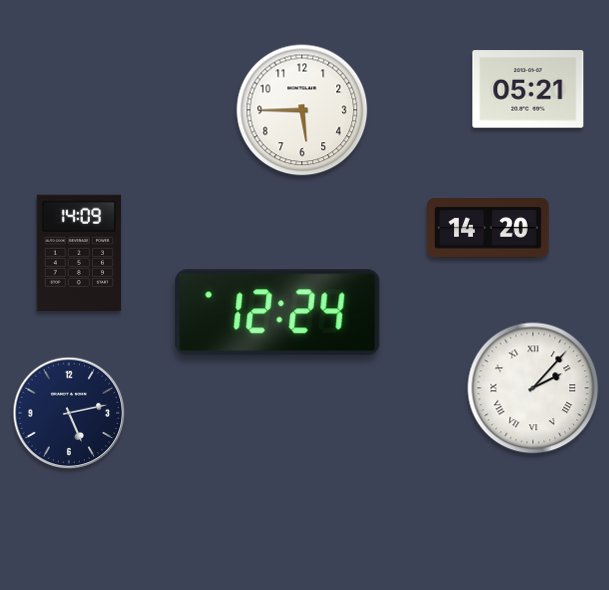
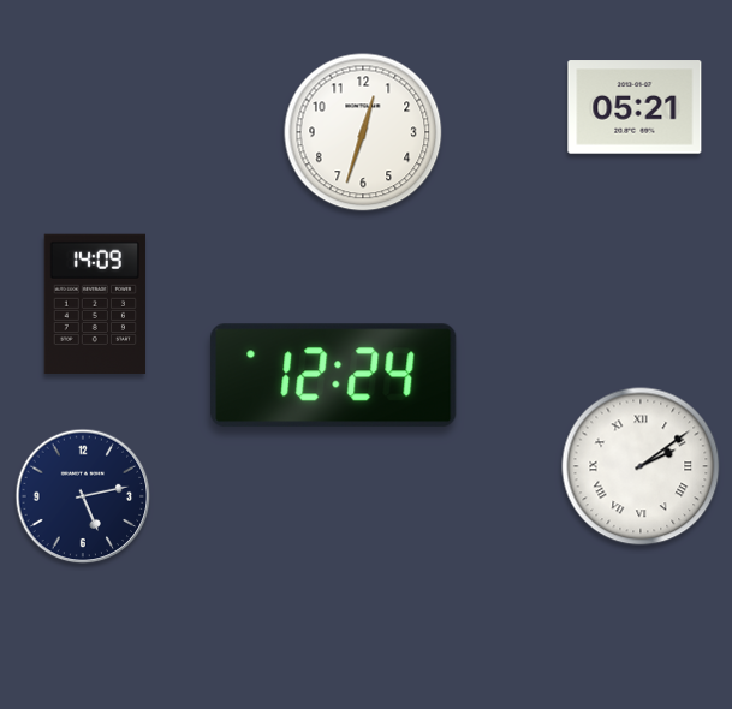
clock at (302, 110): 5:45 -> 12:33
clock at (488, 229): 14:20 -> none
clock at (533, 388): 2:07 -> 2:09
